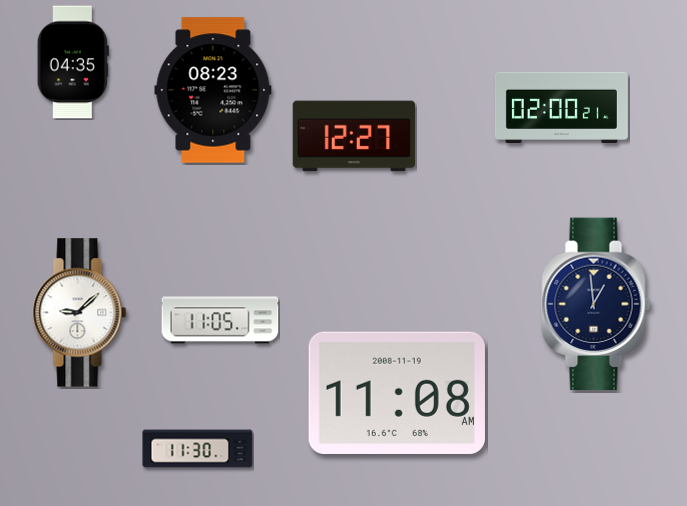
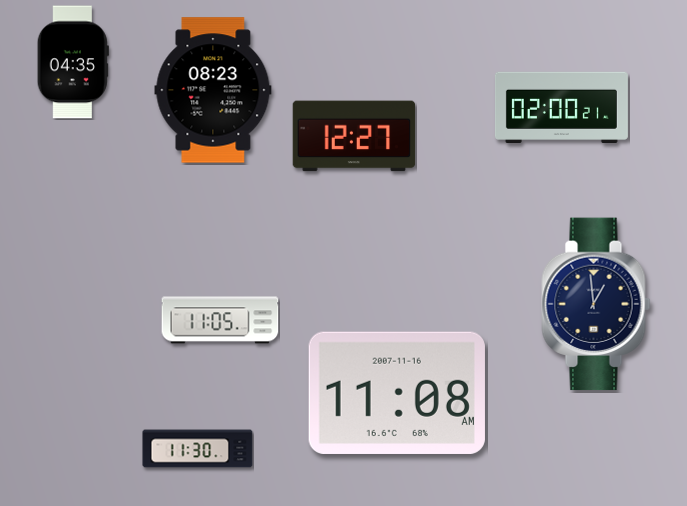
clock at (80, 313): 9:08 -> none
clock at (397, 393) date: 2008-11-19 -> 2007-11-16
